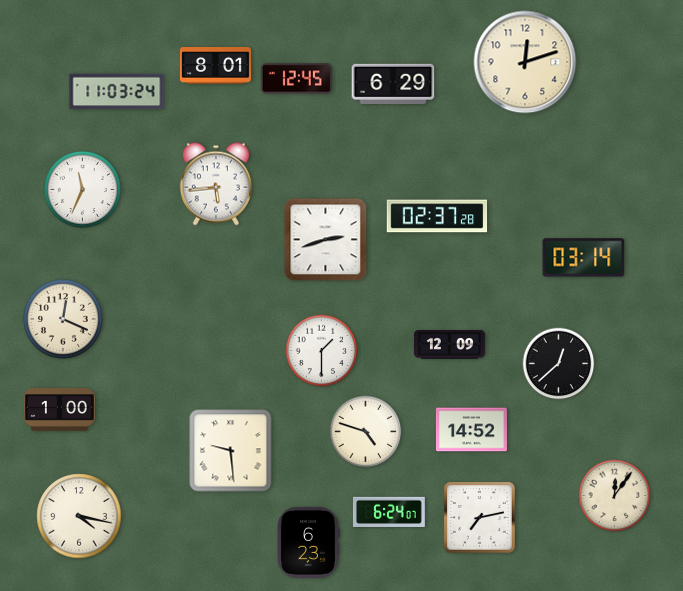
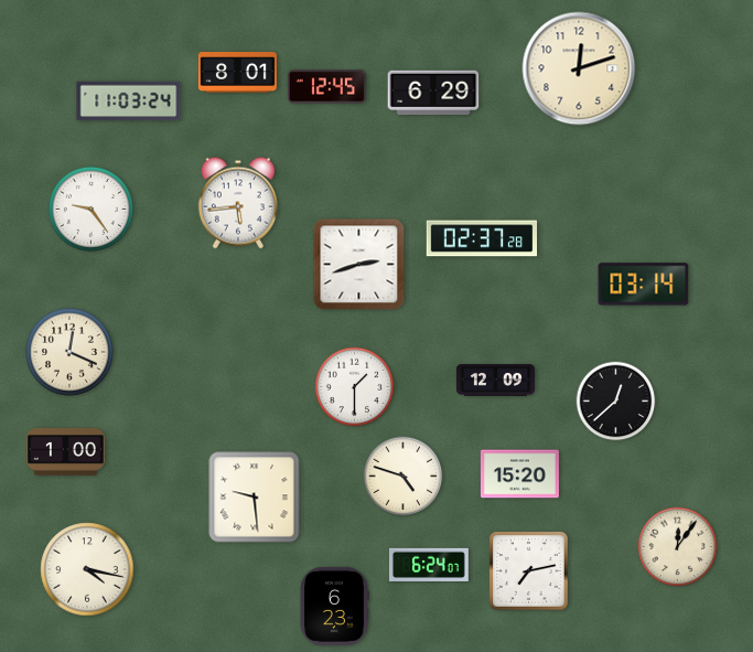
clock at (82, 189): 11:34 -> 9:24
clock at (471, 430): 14:52 -> 15:20
clock at (308, 542) position: (308, 542) -> (334, 606)
